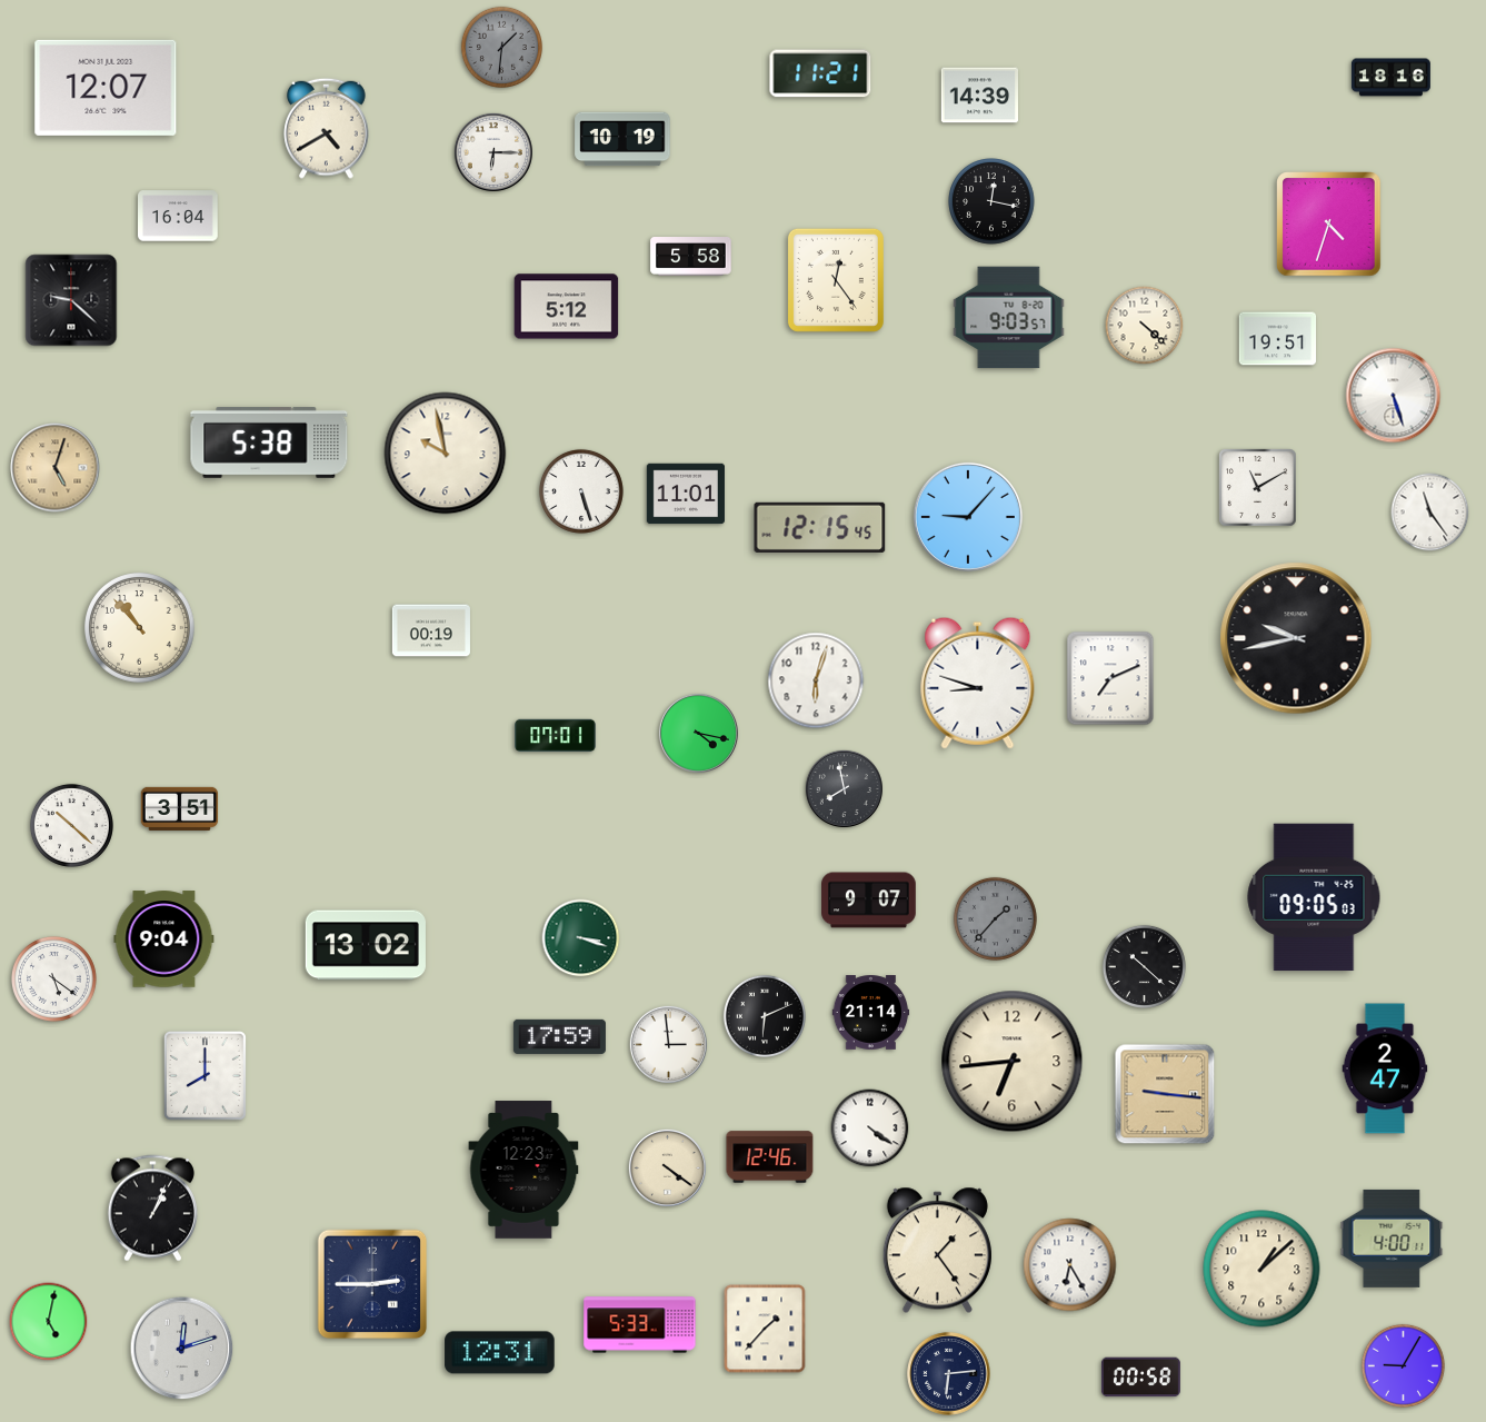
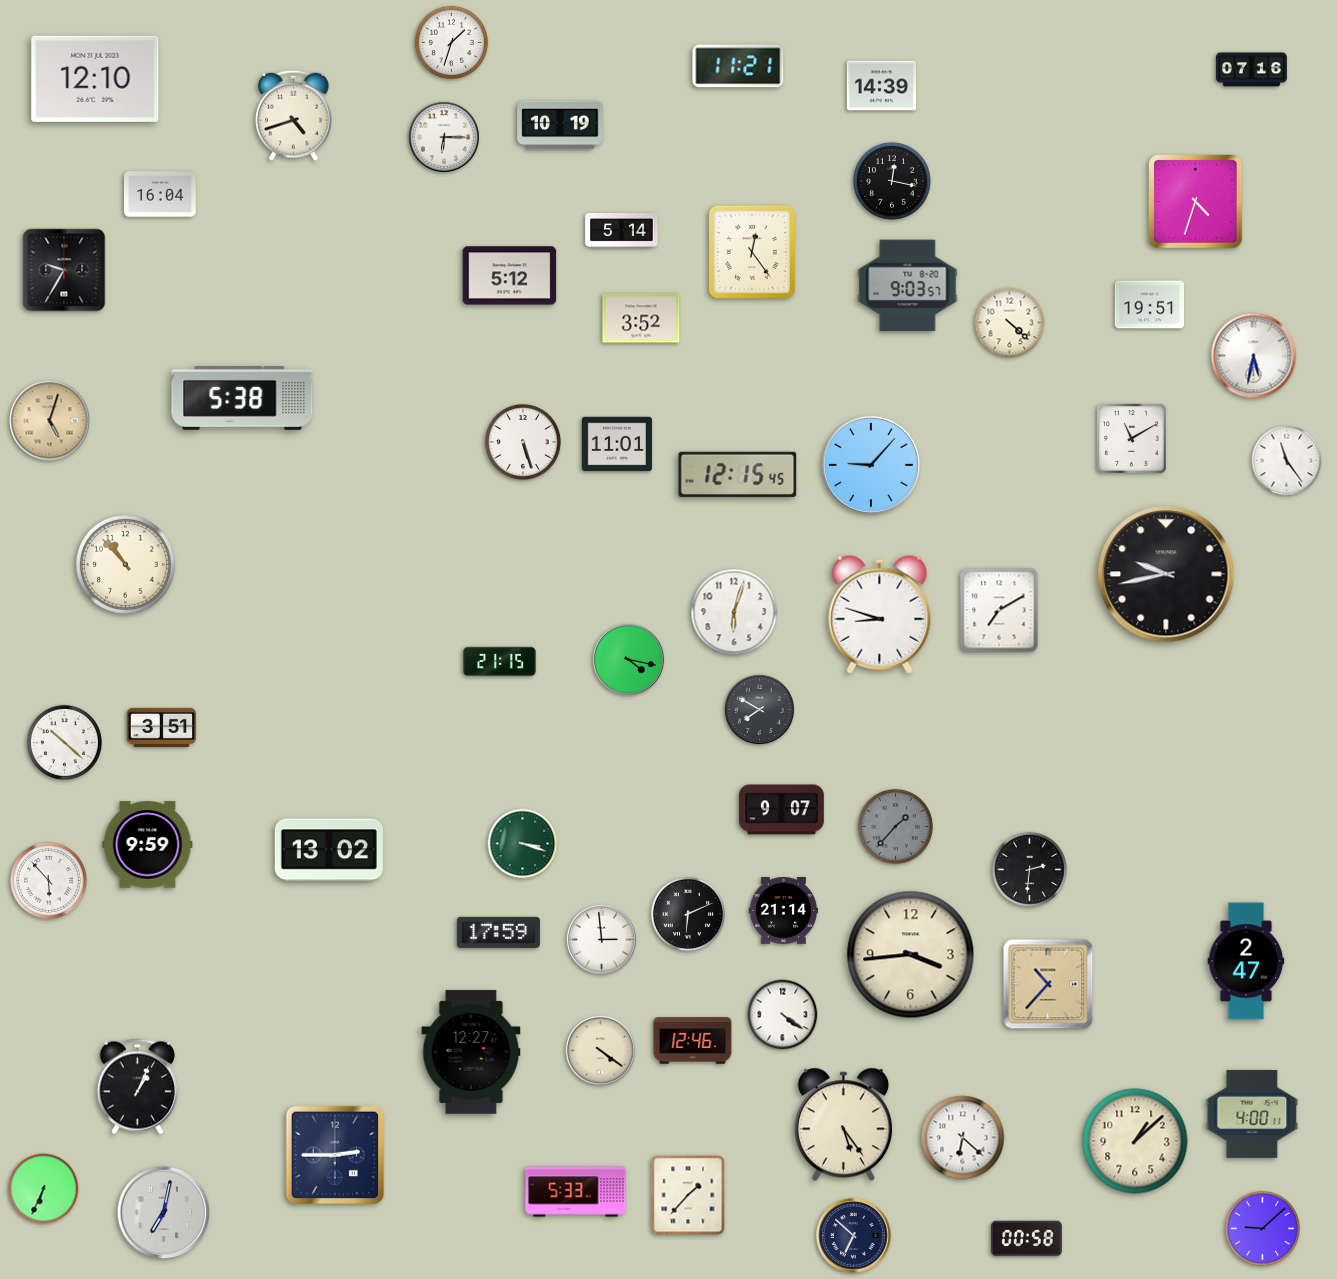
clock at (502, 48): 1:31 -> 1:33
clock at (502, 48) dial: grey -> white
clock at (1390, 78): 18:16 -> 07:16
clock at (106, 88): 12:07 -> 12:10
clock at (327, 128): 4:40 -> 4:42
clock at (691, 257): 5:58 -> 5:14
clock at (71, 300): 9:22 -> 9:35
clock at (1145, 326) position: (1145, 326) -> (1010, 323)
clock at (641, 318): none -> 3:52
clock at (1394, 396): 5:27 -> 5:32
clock at (446, 454): 9:58 -> none
clock at (431, 630): 00:19 -> none
clock at (1110, 678): 7:11 -> 7:10
clock at (556, 736): 07:01 -> 21:15
clock at (844, 788): 7:58 -> 7:50
clock at (1314, 897): 09:05 -> none
clock at (164, 939): 9:04 -> 9:59
clock at (1144, 966): 10:22 -> 2:31
clock at (53, 978): 5:21 -> 5:53
clock at (559, 1036) position: (559, 1036) -> (498, 932)
clock at (1013, 1062): 6:44 -> 3:44
clock at (205, 1075): 8:00 -> none
clock at (1165, 1094): 9:16 -> 10:37
clock at (523, 1170): 12:23 -> 12:27
clock at (937, 1251): 1:24 -> 5:24
clock at (1070, 1265): 6:25 -> 6:22
clock at (49, 1322): 5:02 -> 6:34
clock at (182, 1349): 12:12 -> 7:02
clock at (500, 1353): 12:31 -> none
clock at (1403, 1365): 9:05 -> 9:08
clock at (949, 1374): 6:14 -> 6:52
